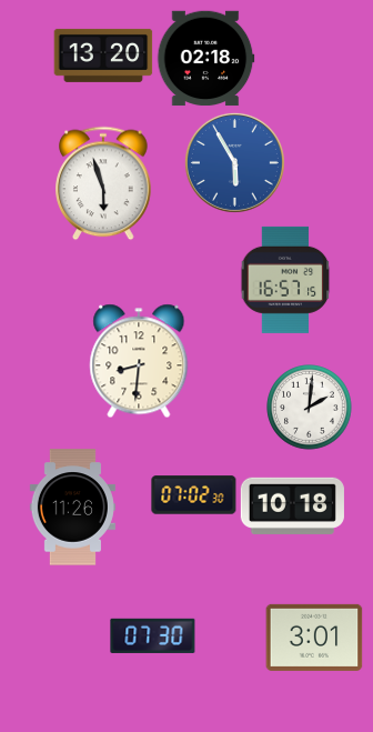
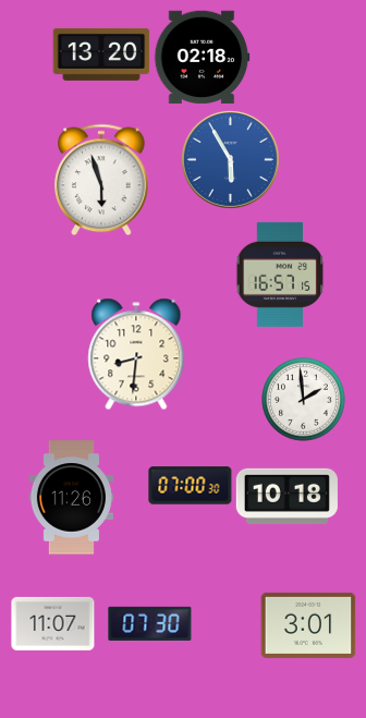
clock at (310, 408): 2:01 -> 1:59
clock at (194, 495): 07:02 -> 07:00
clock at (53, 623): none -> 11:07
